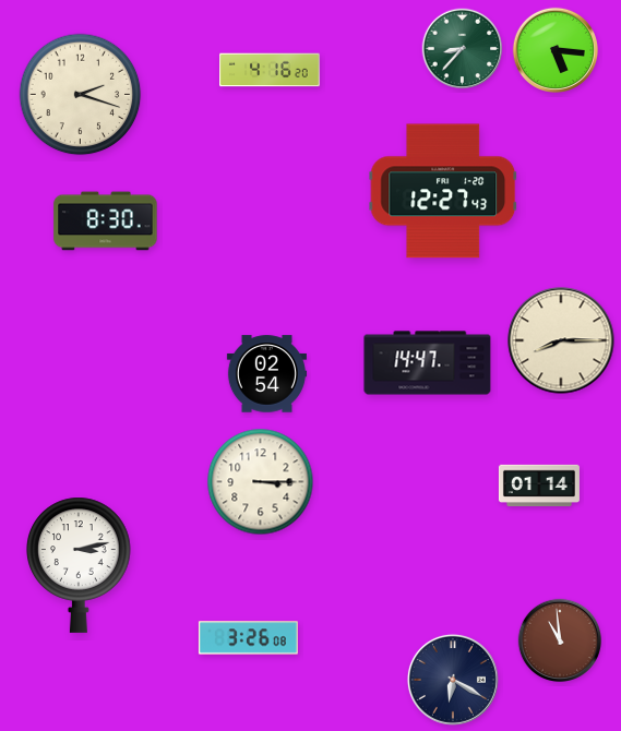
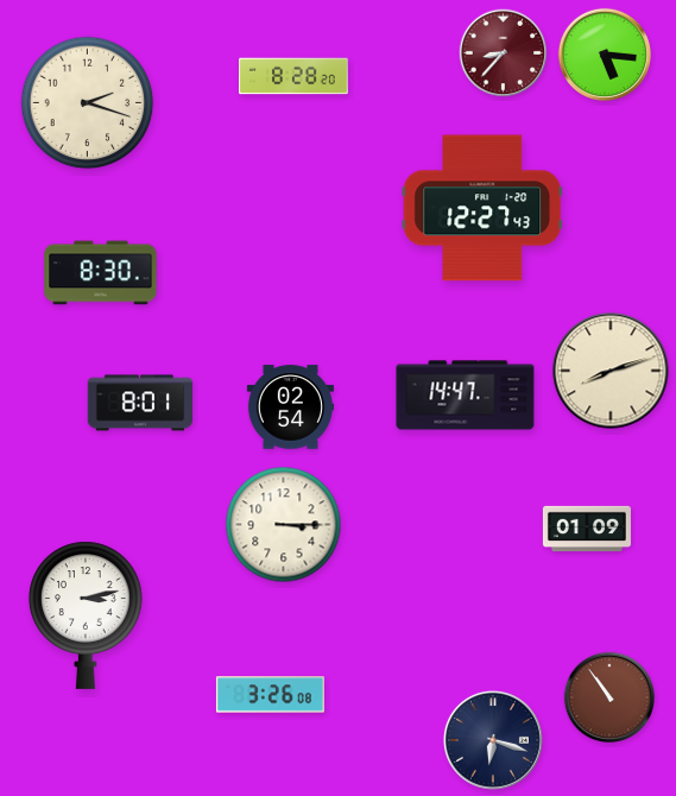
clock at (463, 49) dial: green -> burgundy
clock at (271, 70): 4:16 -> 8:28
clock at (106, 221) position: (106, 221) -> (101, 273)
clock at (561, 340): 8:15 -> 8:12
clock at (140, 403): none -> 8:01
clock at (539, 486): 01:14 -> 01:09
clock at (559, 639): 10:59 -> 10:54
clock at (453, 680): 6:20 -> 6:18
